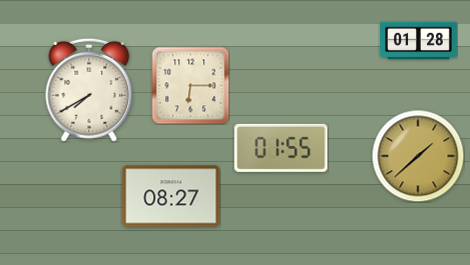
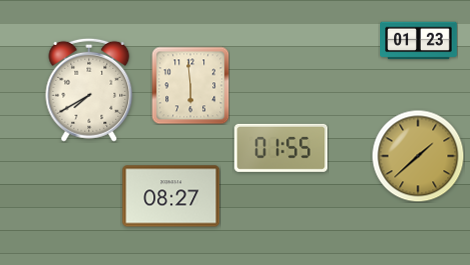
clock at (419, 41): 01:28 -> 01:23
clock at (190, 85): 6:15 -> 5:59
